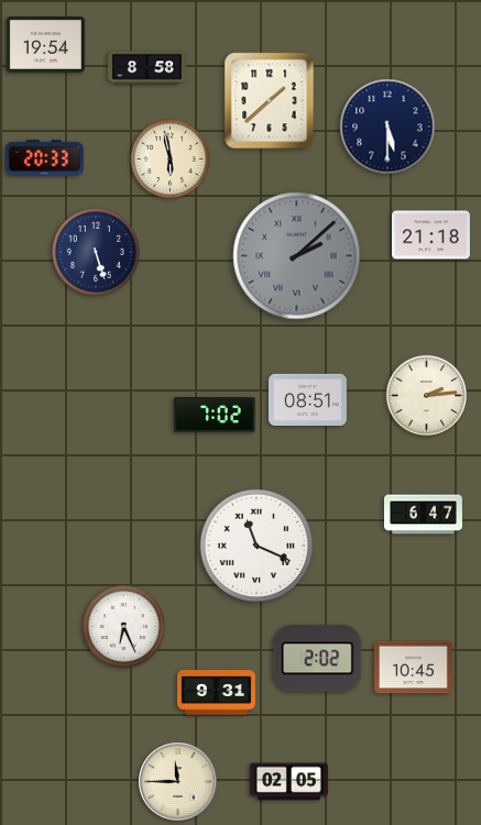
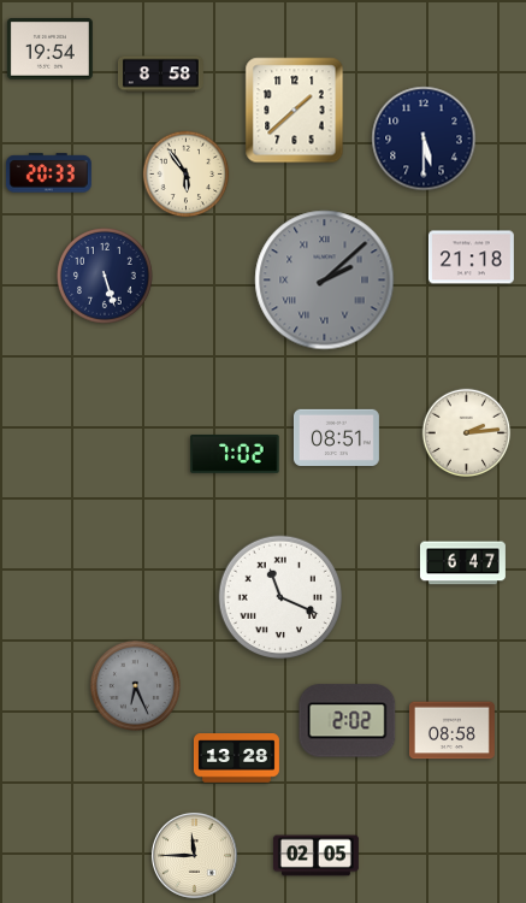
clock at (171, 159): 5:58 -> 5:54
clock at (123, 626) dial: white -> grey
clock at (413, 668): 10:45 -> 08:58
clock at (216, 693): 9:31 -> 13:28
